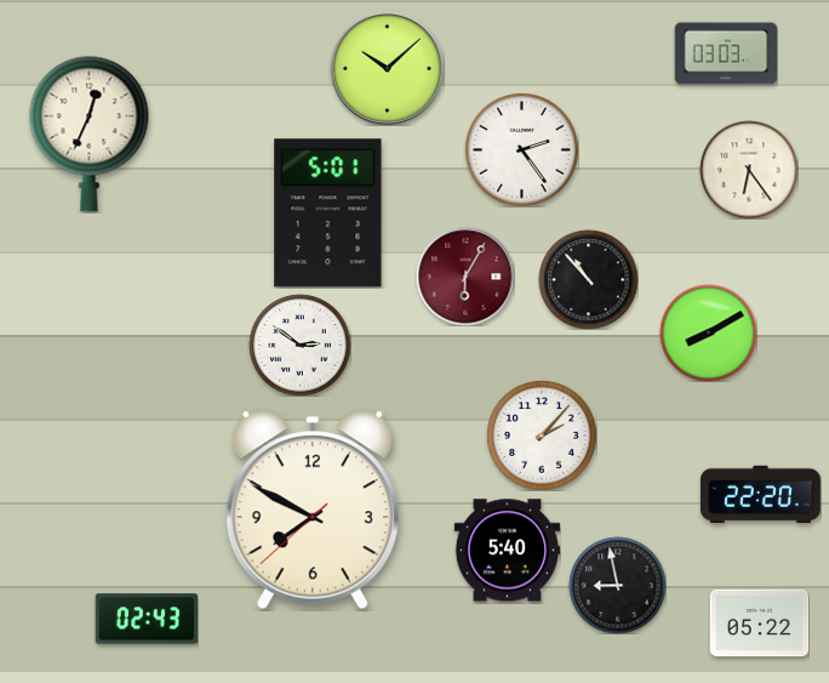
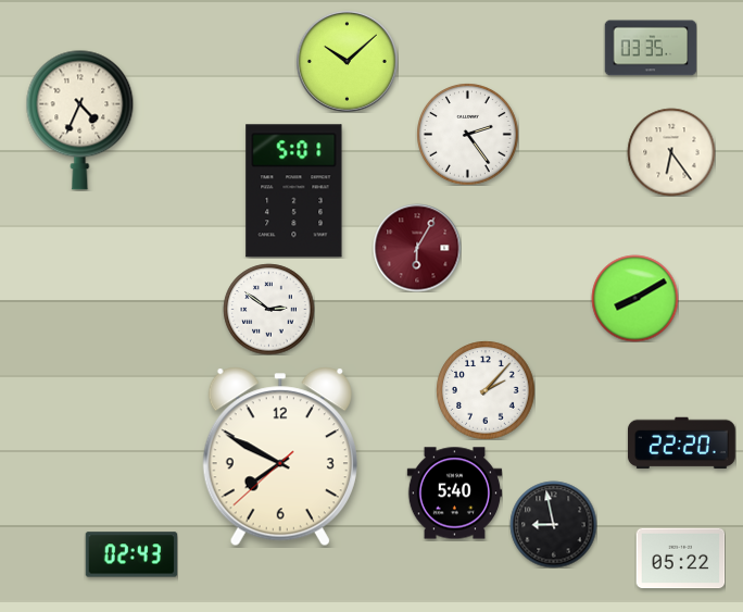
clock at (726, 53): 03:03 -> 03:35
clock at (90, 133): 12:34 -> 4:34
clock at (588, 279): 10:53 -> none
